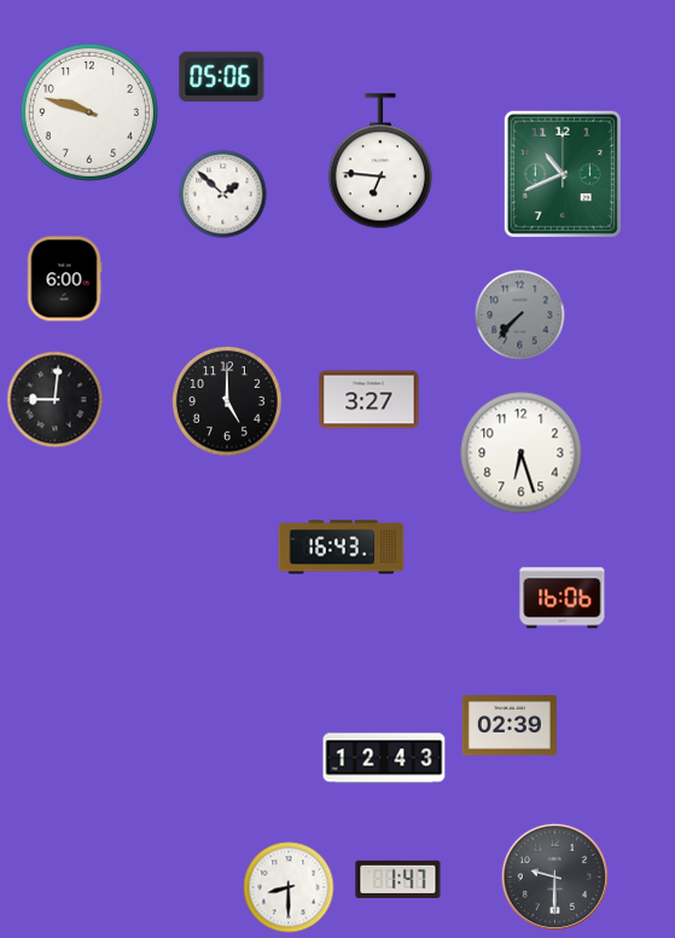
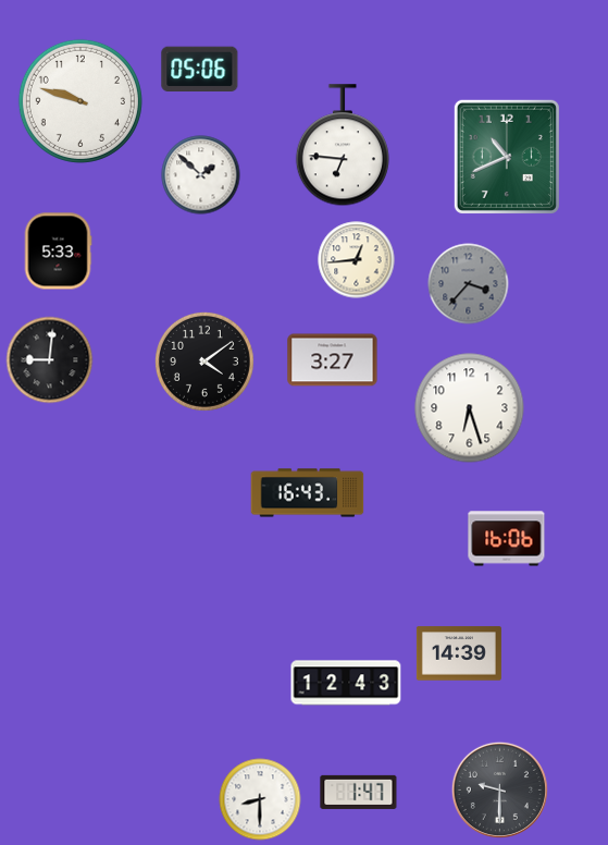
clock at (64, 279): 6:00 -> 5:33
clock at (357, 260): none -> 12:44
clock at (520, 315): 7:37 -> 3:37
clock at (227, 401): 5:00 -> 4:09
clock at (510, 725): 02:39 -> 14:39
